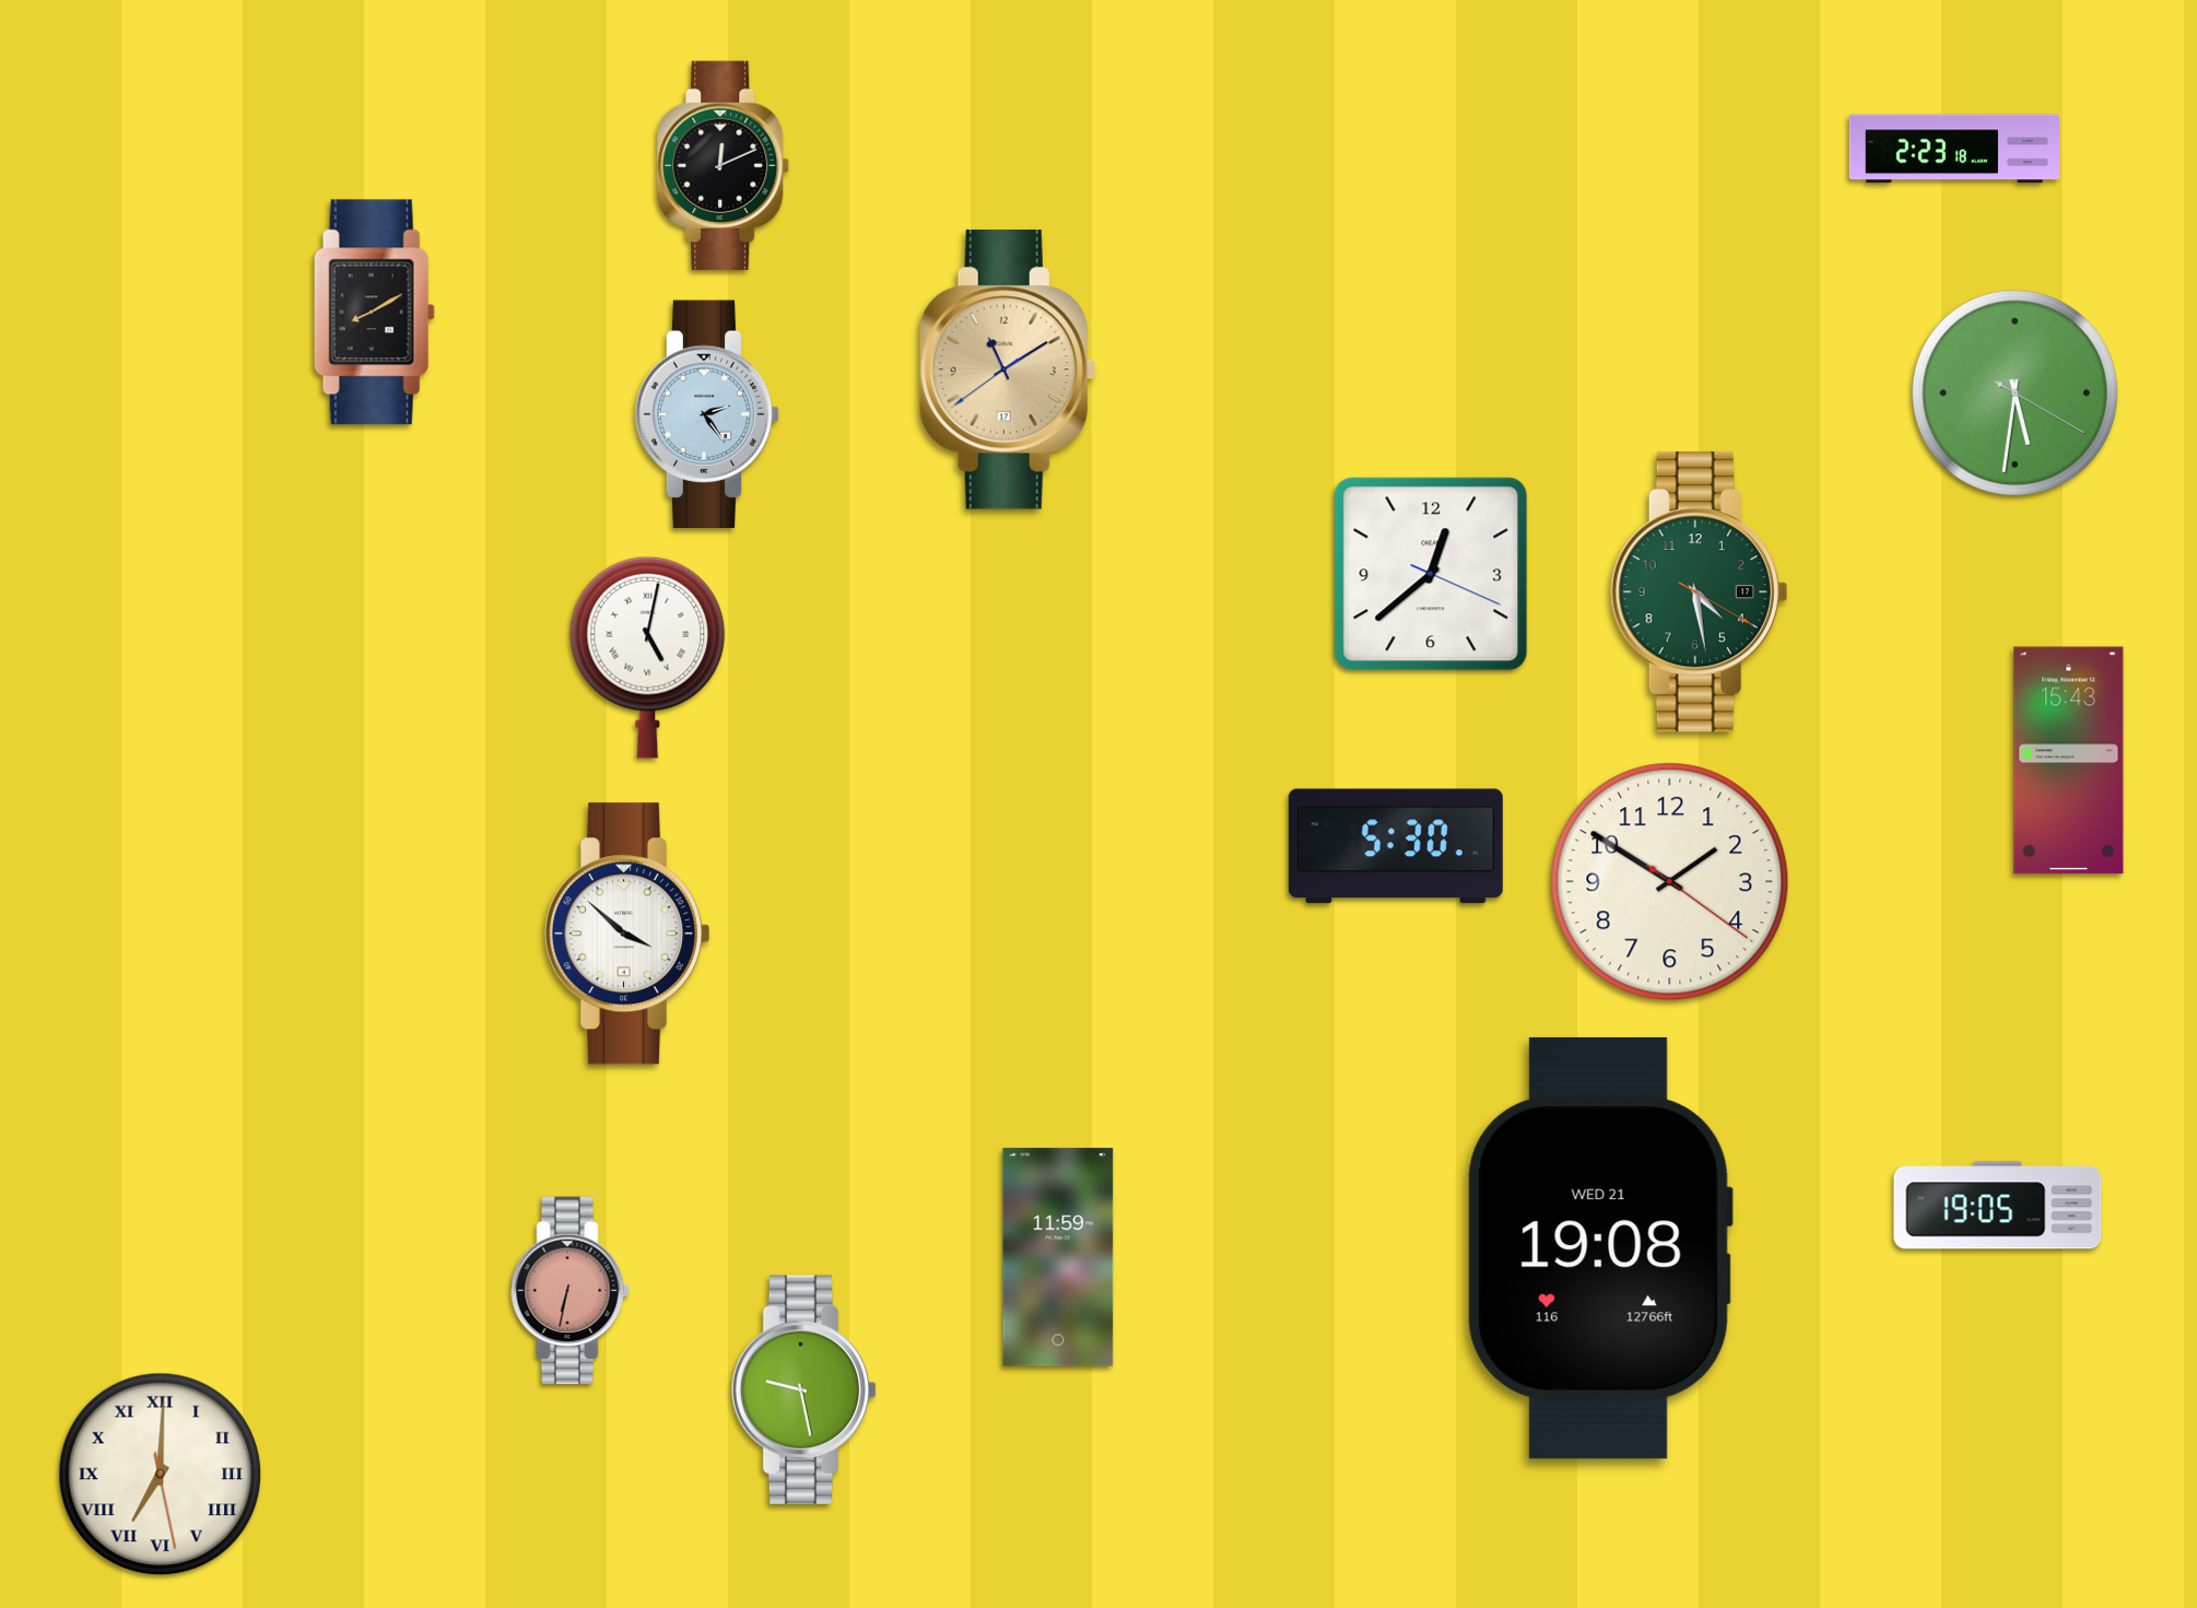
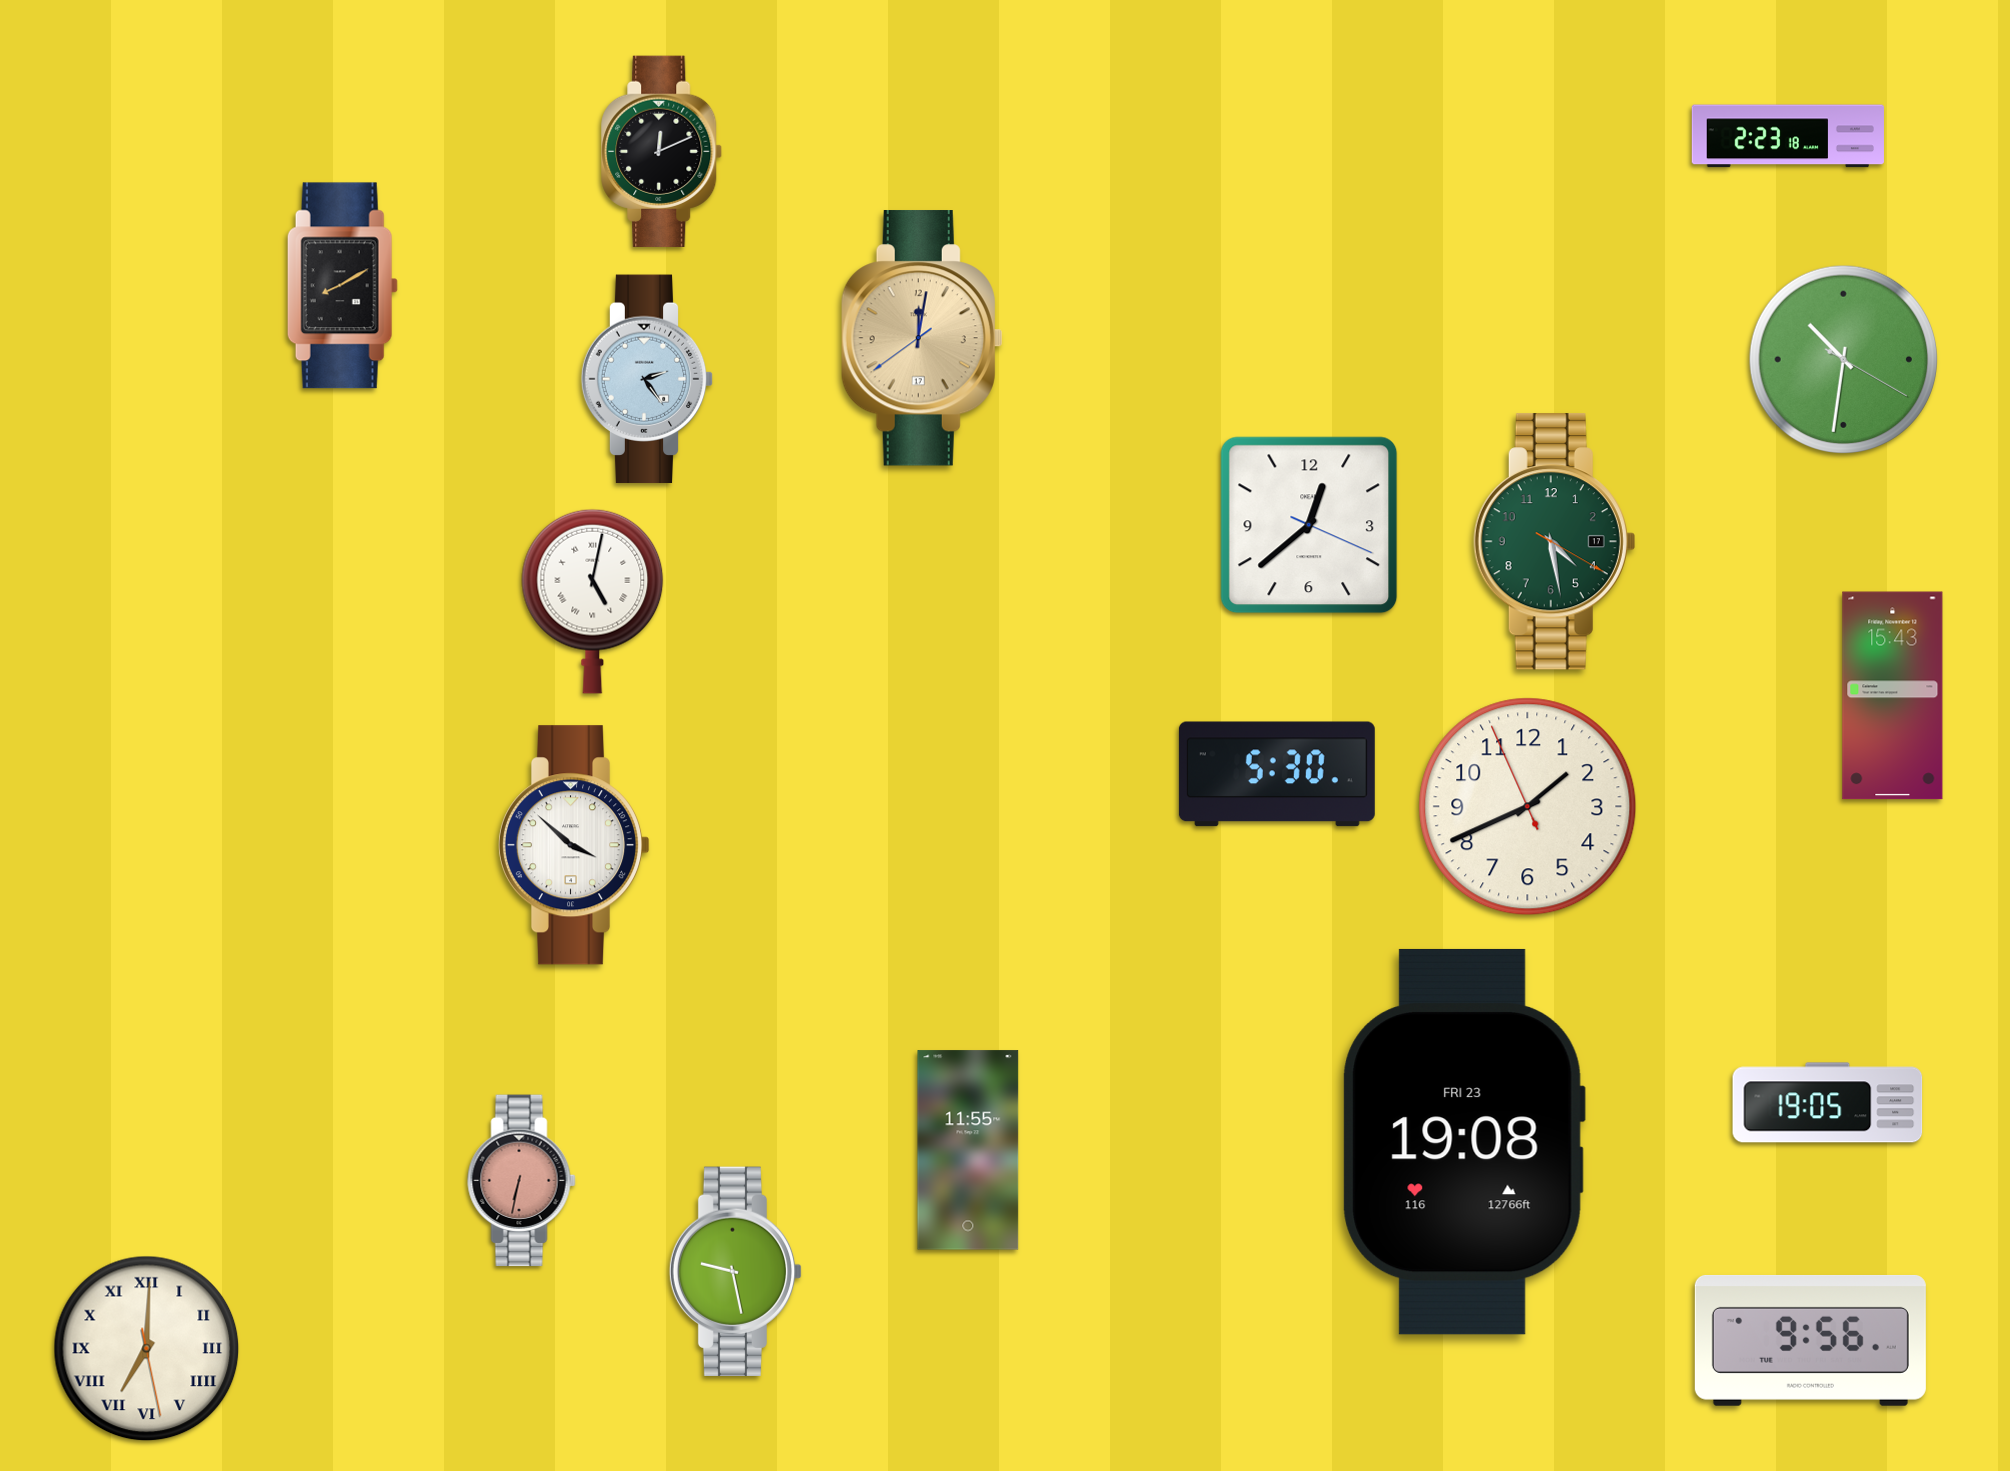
clock at (1008, 369): 11:09 -> 12:01
clock at (2014, 392): 5:31 -> 10:31
clock at (1670, 882): 1:50 -> 1:40
clock at (627, 934) position: (627, 934) -> (574, 845)
clock at (1600, 1248) date: WED 21 -> FRI 23
clock at (1058, 1257): 11:59 -> 11:55
clock at (1810, 1340): none -> 9:56
